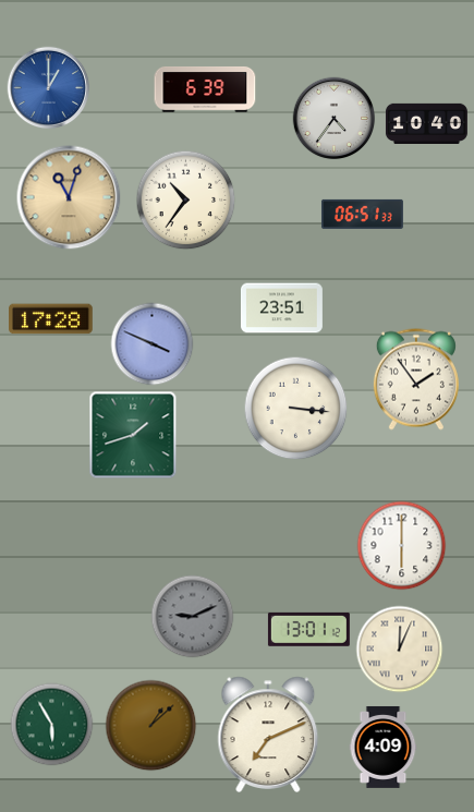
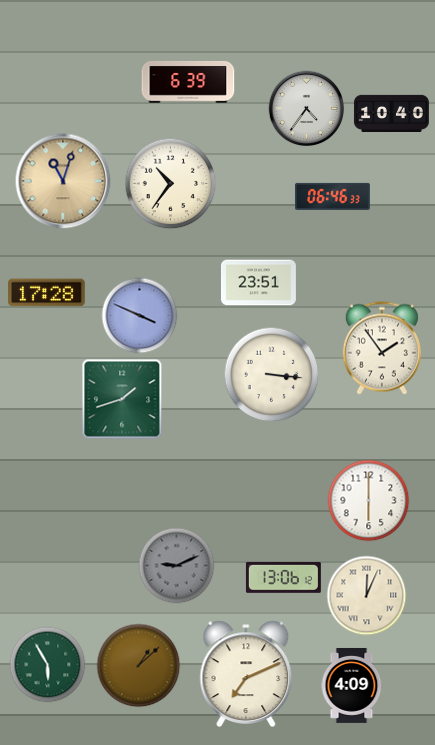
clock at (49, 88): 1:00 -> none
clock at (362, 214): 06:51 -> 06:46
clock at (308, 629): 13:01 -> 13:06
